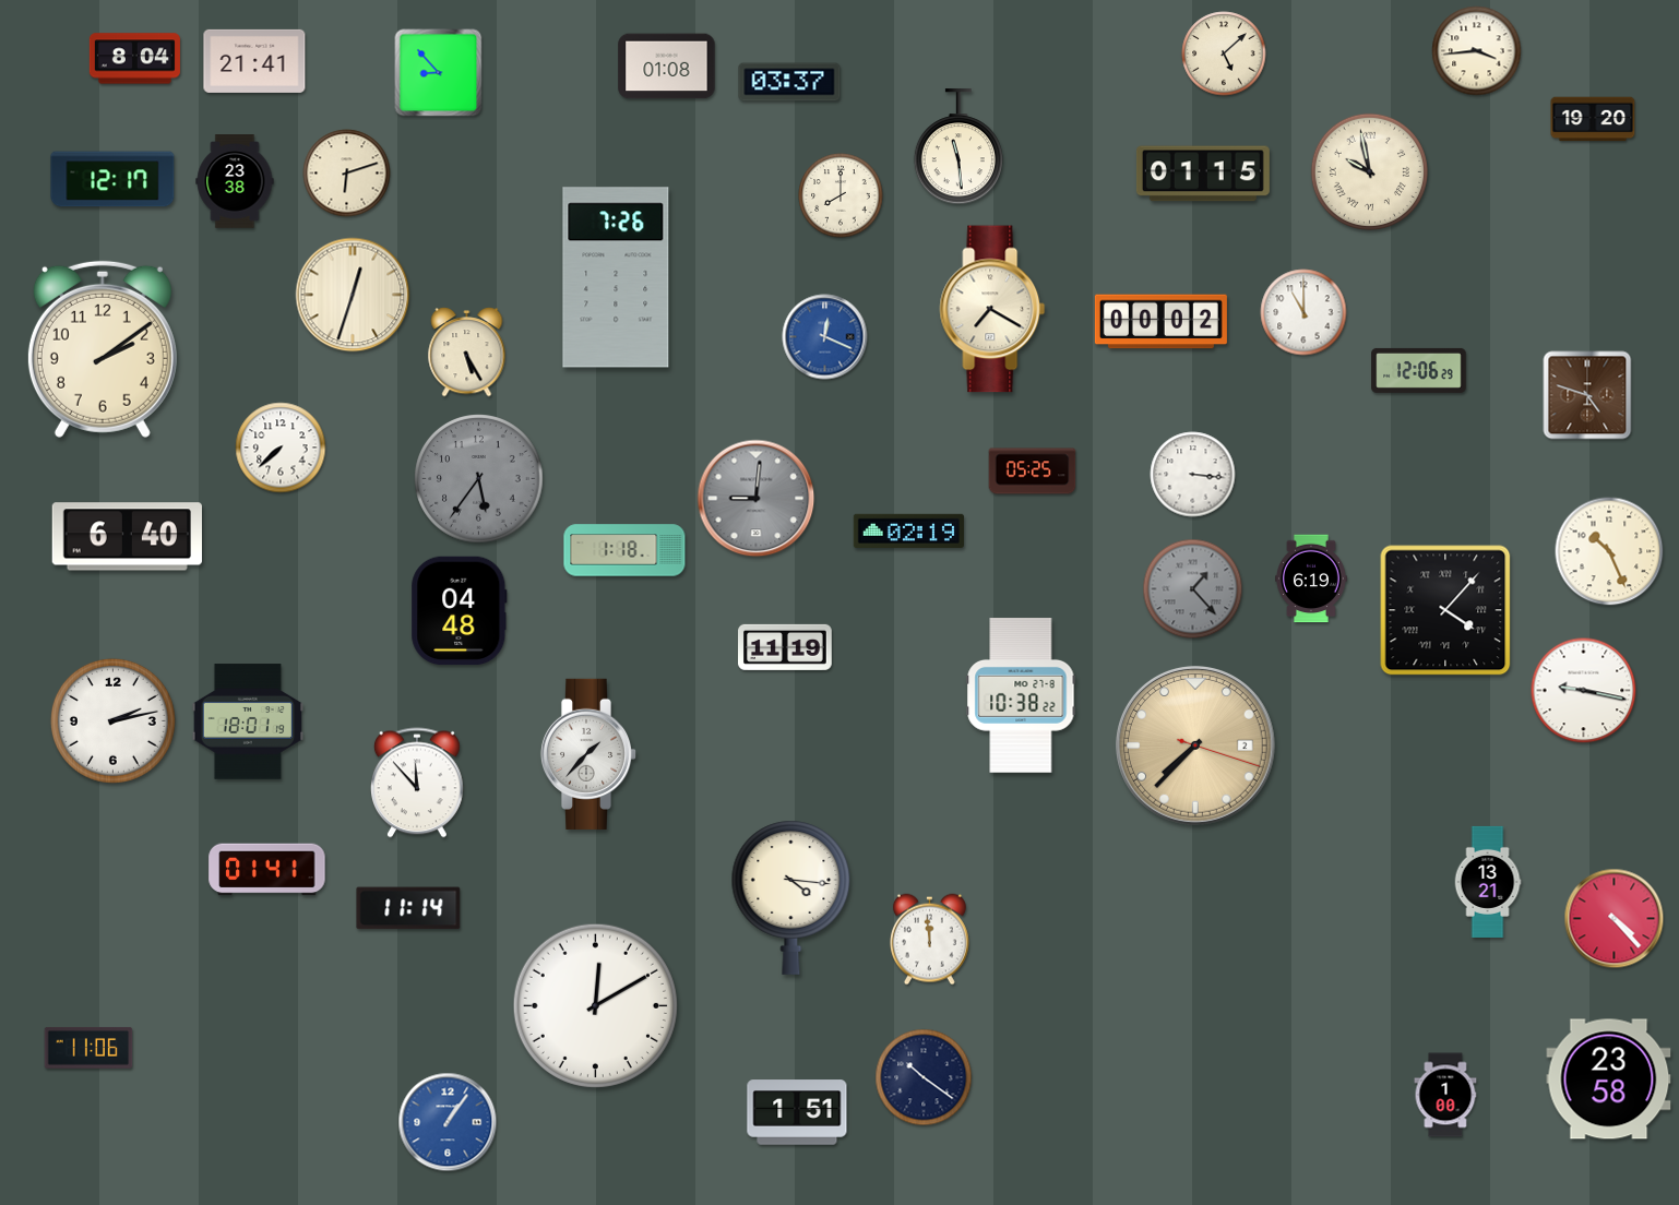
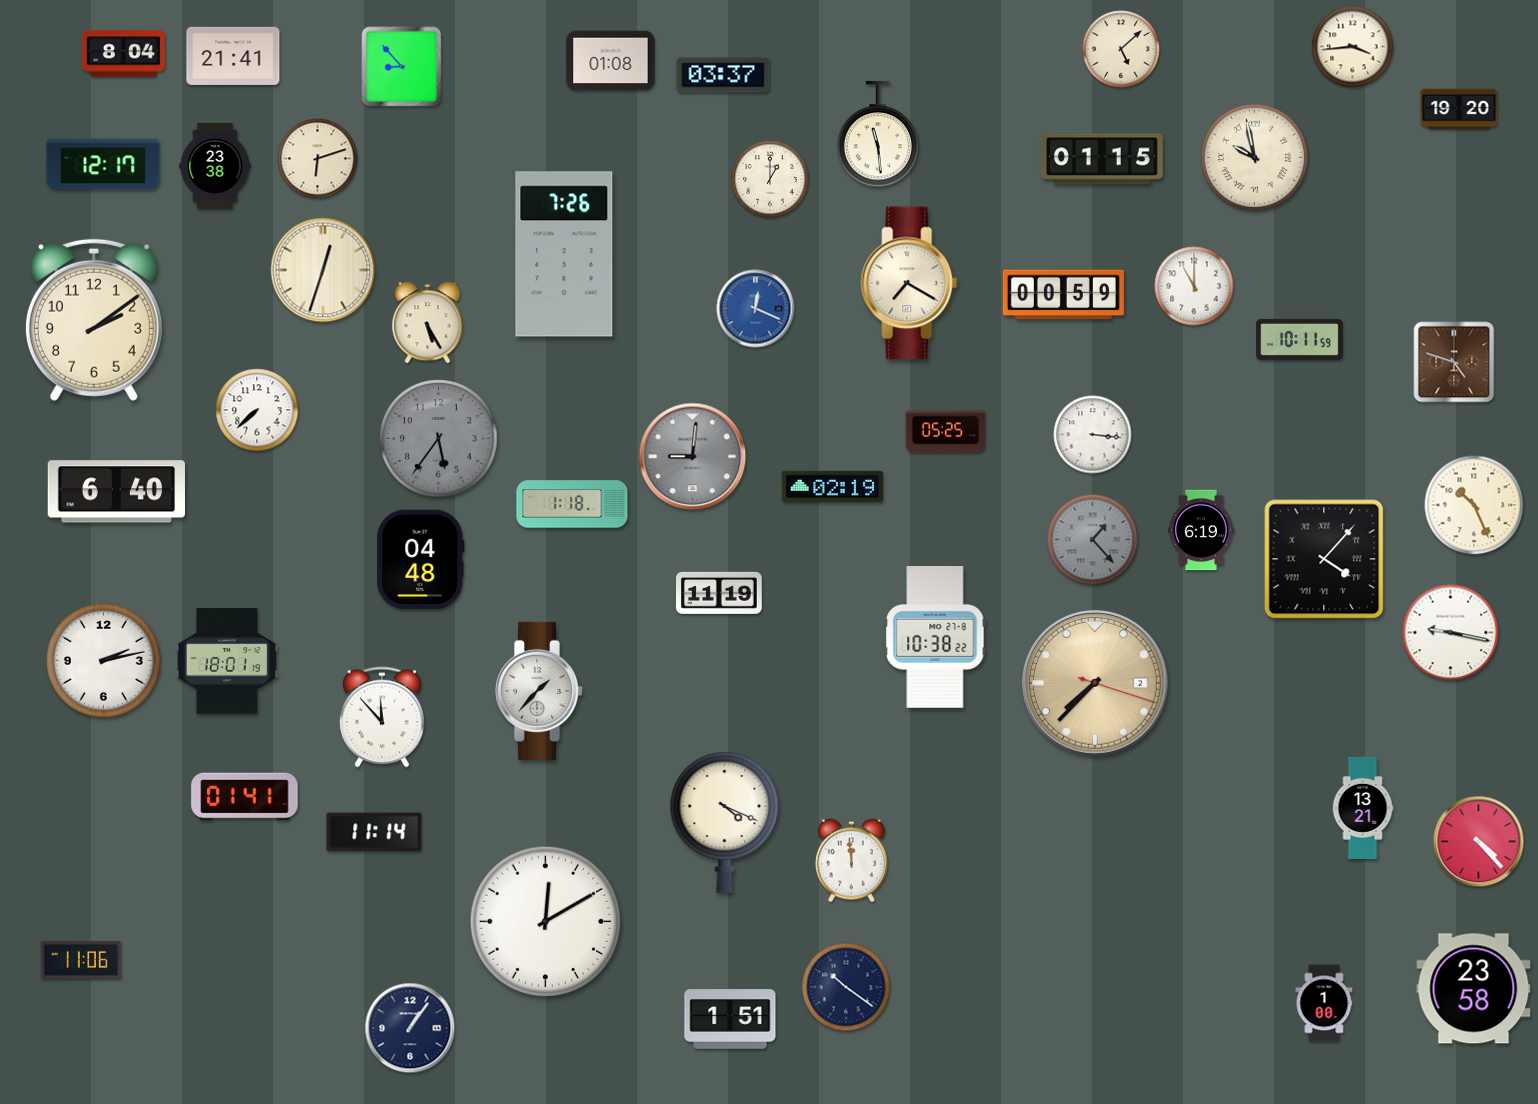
clock at (841, 195): 8:00 -> 1:00
clock at (1160, 322): 00:02 -> 00:59
clock at (1419, 370): 12:06 -> 10:11
clock at (791, 897): 4:16 -> 4:19
clock at (448, 1122) dial: blue -> navy
